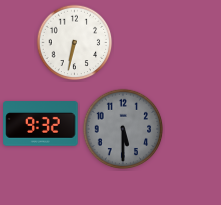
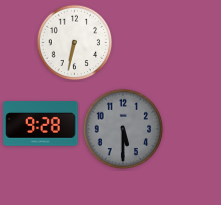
clock at (41, 124): 9:32 -> 9:28
